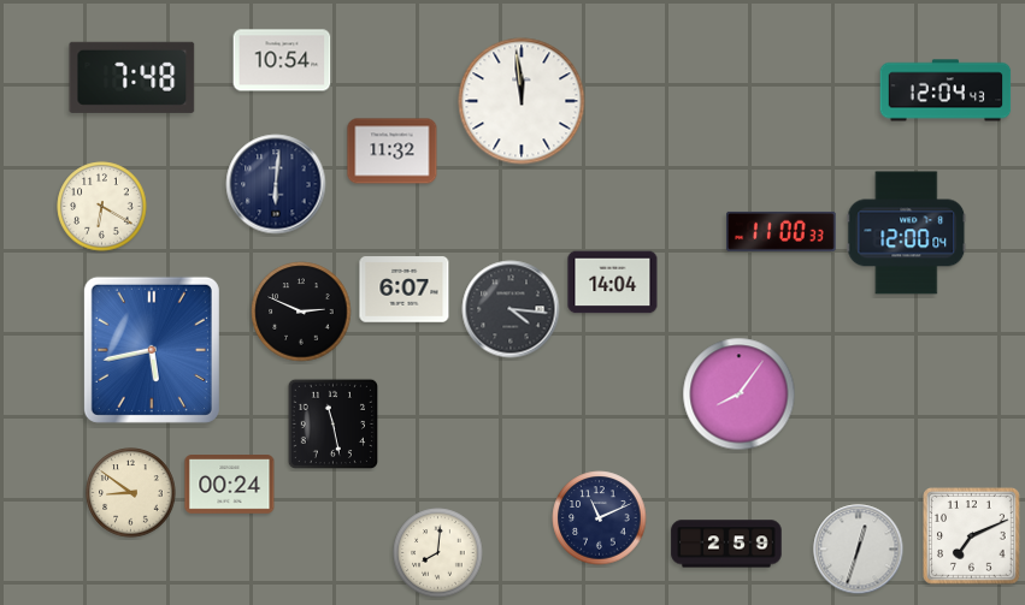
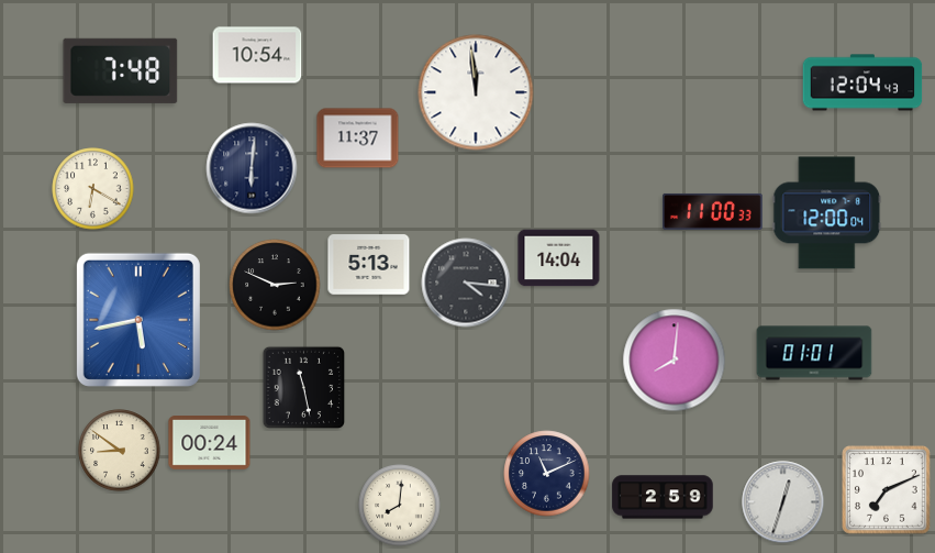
clock at (393, 152): 11:32 -> 11:37
clock at (405, 290): 6:07 -> 5:13
clock at (814, 353): none -> 01:01
clock at (740, 395): 8:06 -> 8:01
